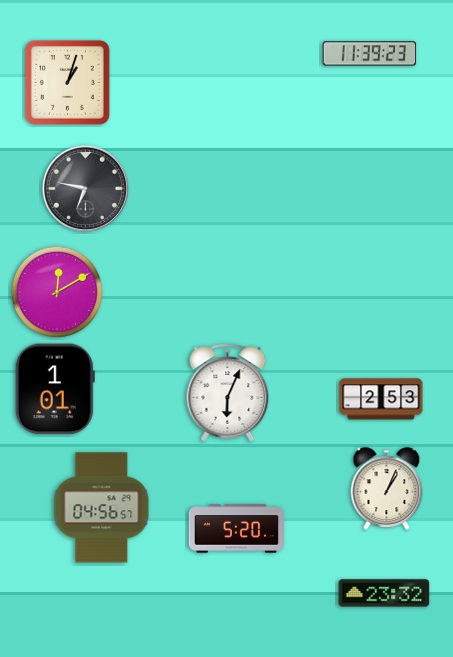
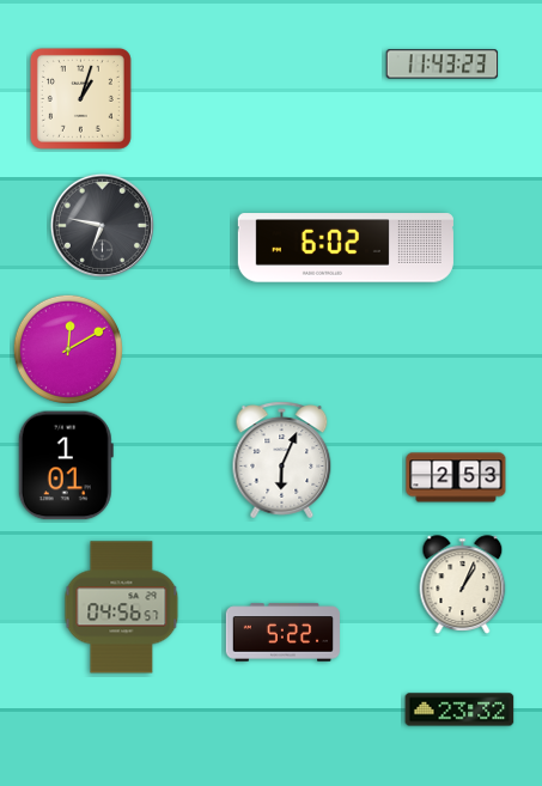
clock at (370, 54): 11:39 -> 11:43
clock at (346, 248): none -> 6:02
clock at (228, 393) position: (228, 393) -> (282, 461)
clock at (236, 529): 5:20 -> 5:22
